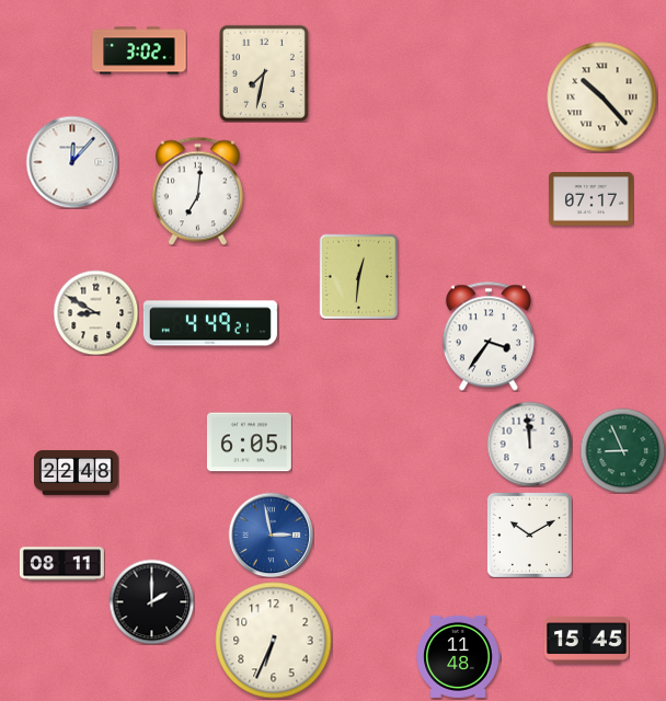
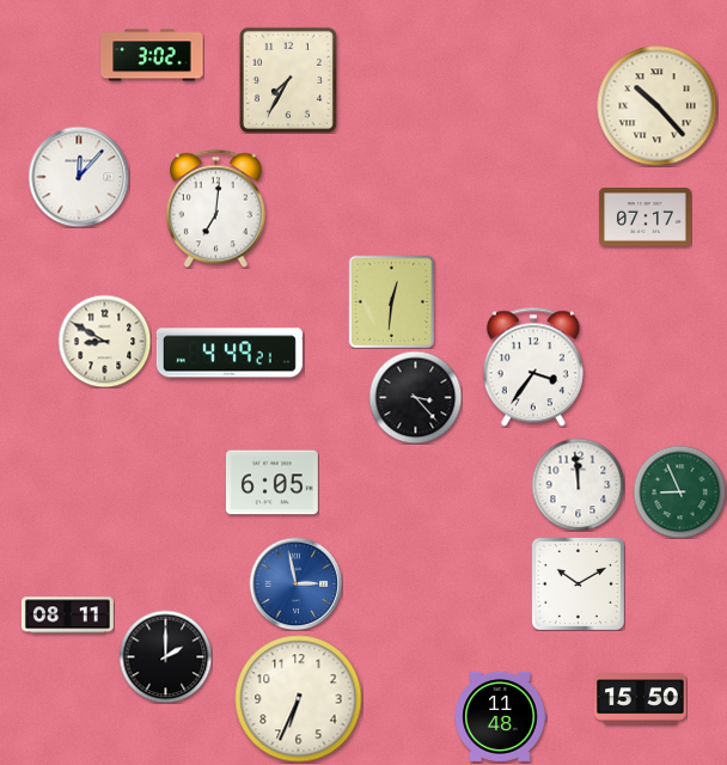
clock at (264, 73): 7:32 -> 7:35
clock at (415, 397): none -> 3:23
clock at (77, 473): 22:48 -> none
clock at (586, 641): 15:45 -> 15:50
